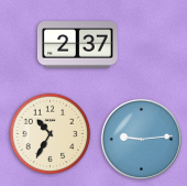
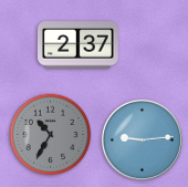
clock at (51, 134) dial: cream -> grey
